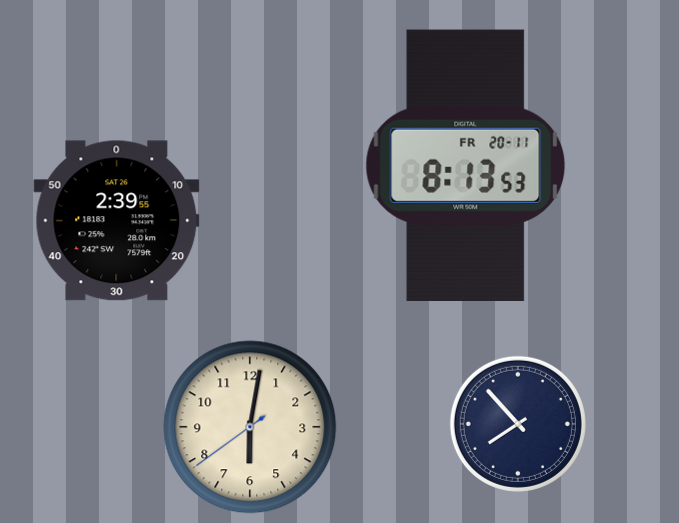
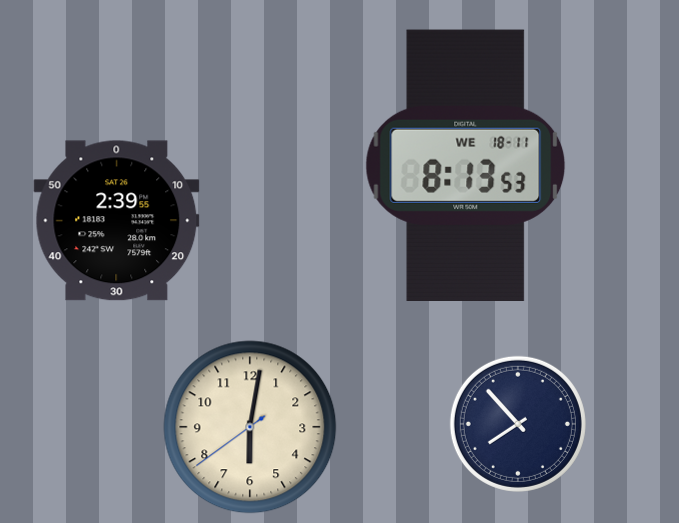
clock at (466, 165) date: FR 20-11 -> WE 18-11
